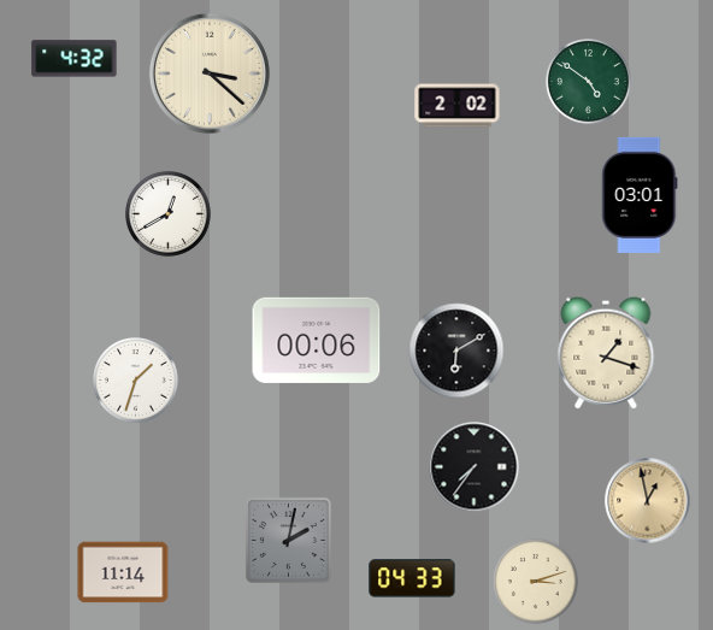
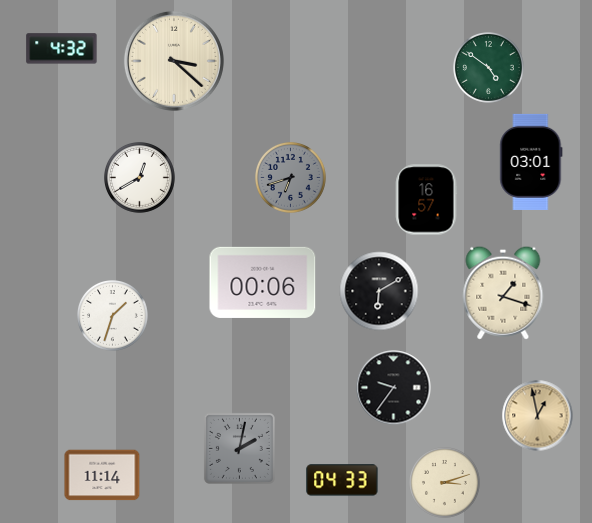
clock at (458, 106): 2:02 -> none
clock at (291, 178): none -> 6:42
clock at (427, 200): none -> 16:57
clock at (475, 467): 7:36 -> 9:36
